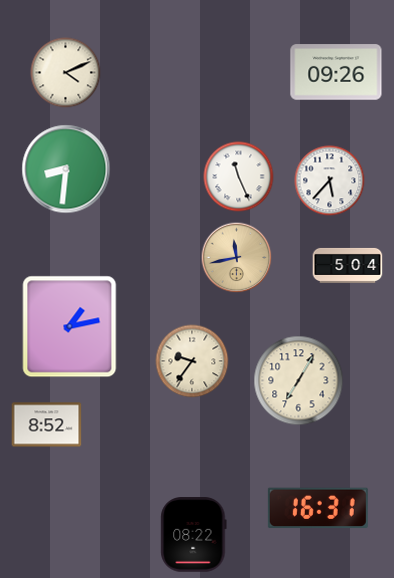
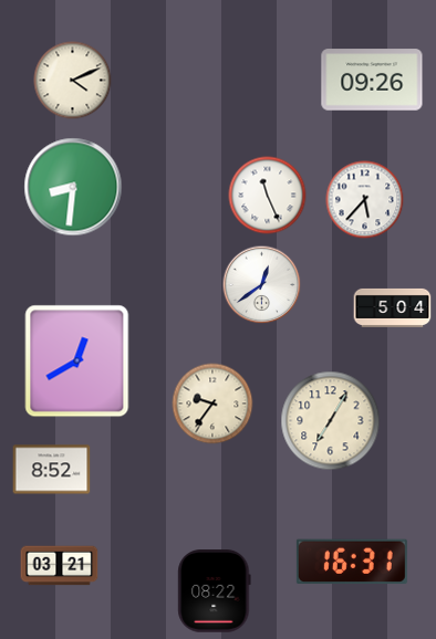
clock at (239, 177) position: (239, 177) -> (268, 196)
clock at (237, 258): 11:43 -> 12:39
clock at (237, 258) dial: champagne -> white
clock at (348, 265) position: (348, 265) -> (393, 307)
clock at (70, 327): 1:13 -> 12:40
clock at (192, 361) position: (192, 361) -> (212, 404)
clock at (60, 566): none -> 03:21
